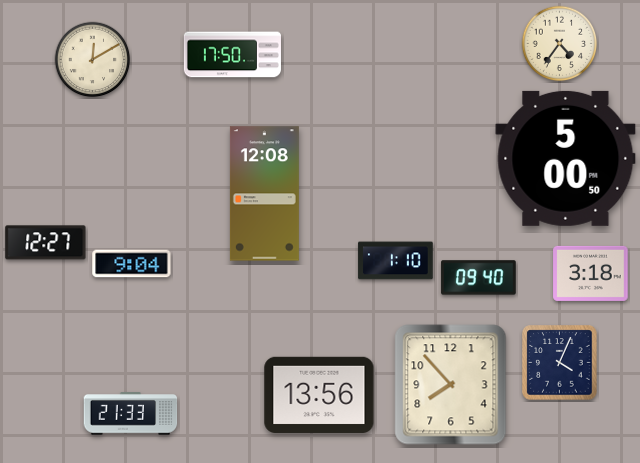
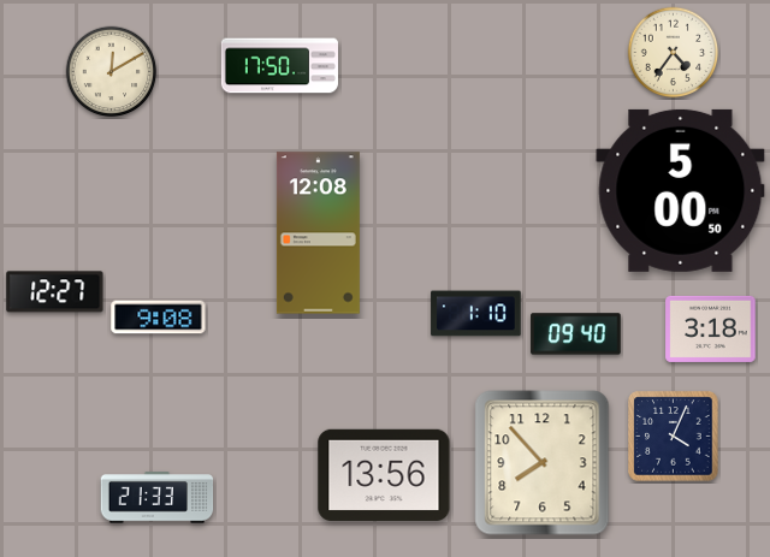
clock at (132, 264): 9:04 -> 9:08
